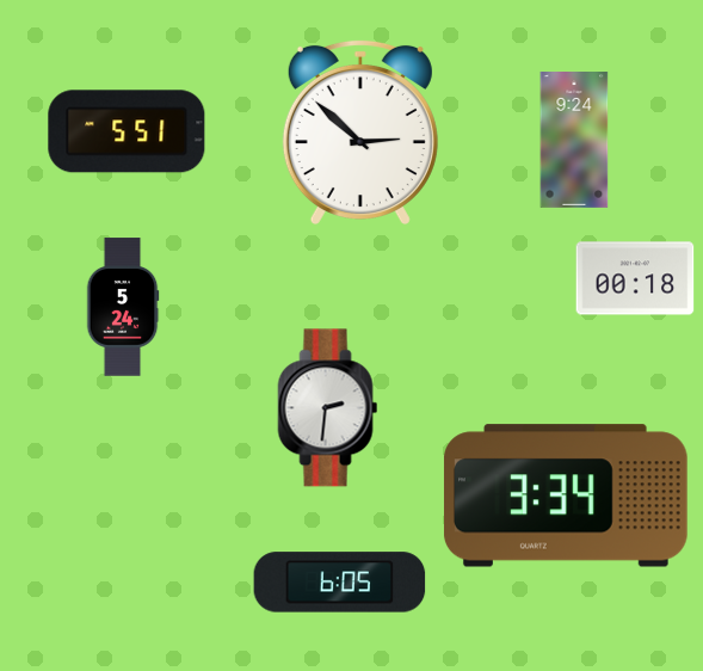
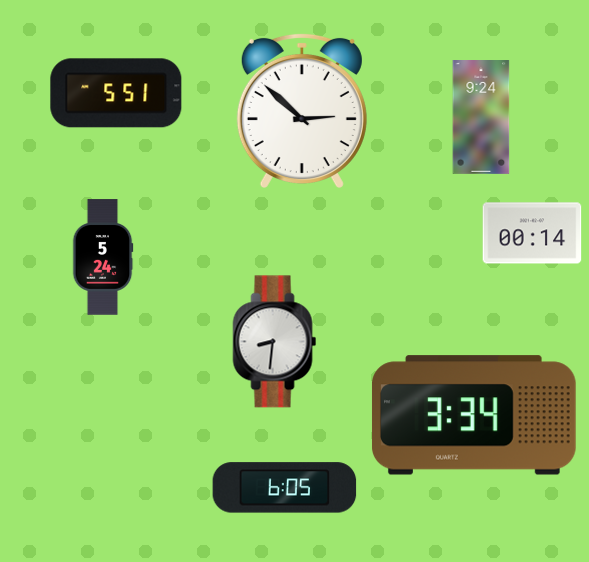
clock at (127, 131) position: (127, 131) -> (116, 93)
clock at (635, 278): 00:18 -> 00:14
clock at (328, 408): 2:31 -> 8:31
